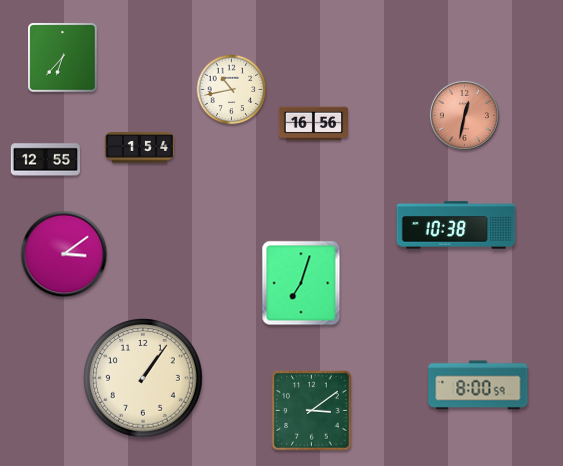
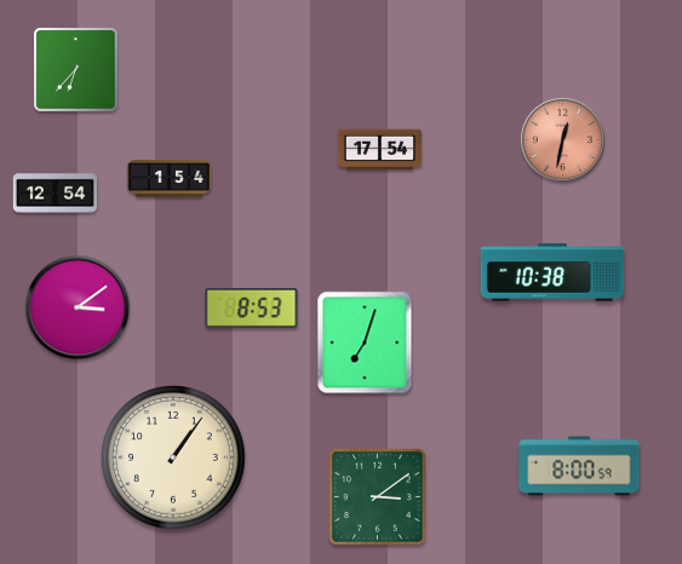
clock at (232, 90): 10:43 -> none
clock at (313, 124): 16:56 -> 17:54
clock at (45, 160): 12:55 -> 12:54
clock at (252, 307): none -> 8:53
